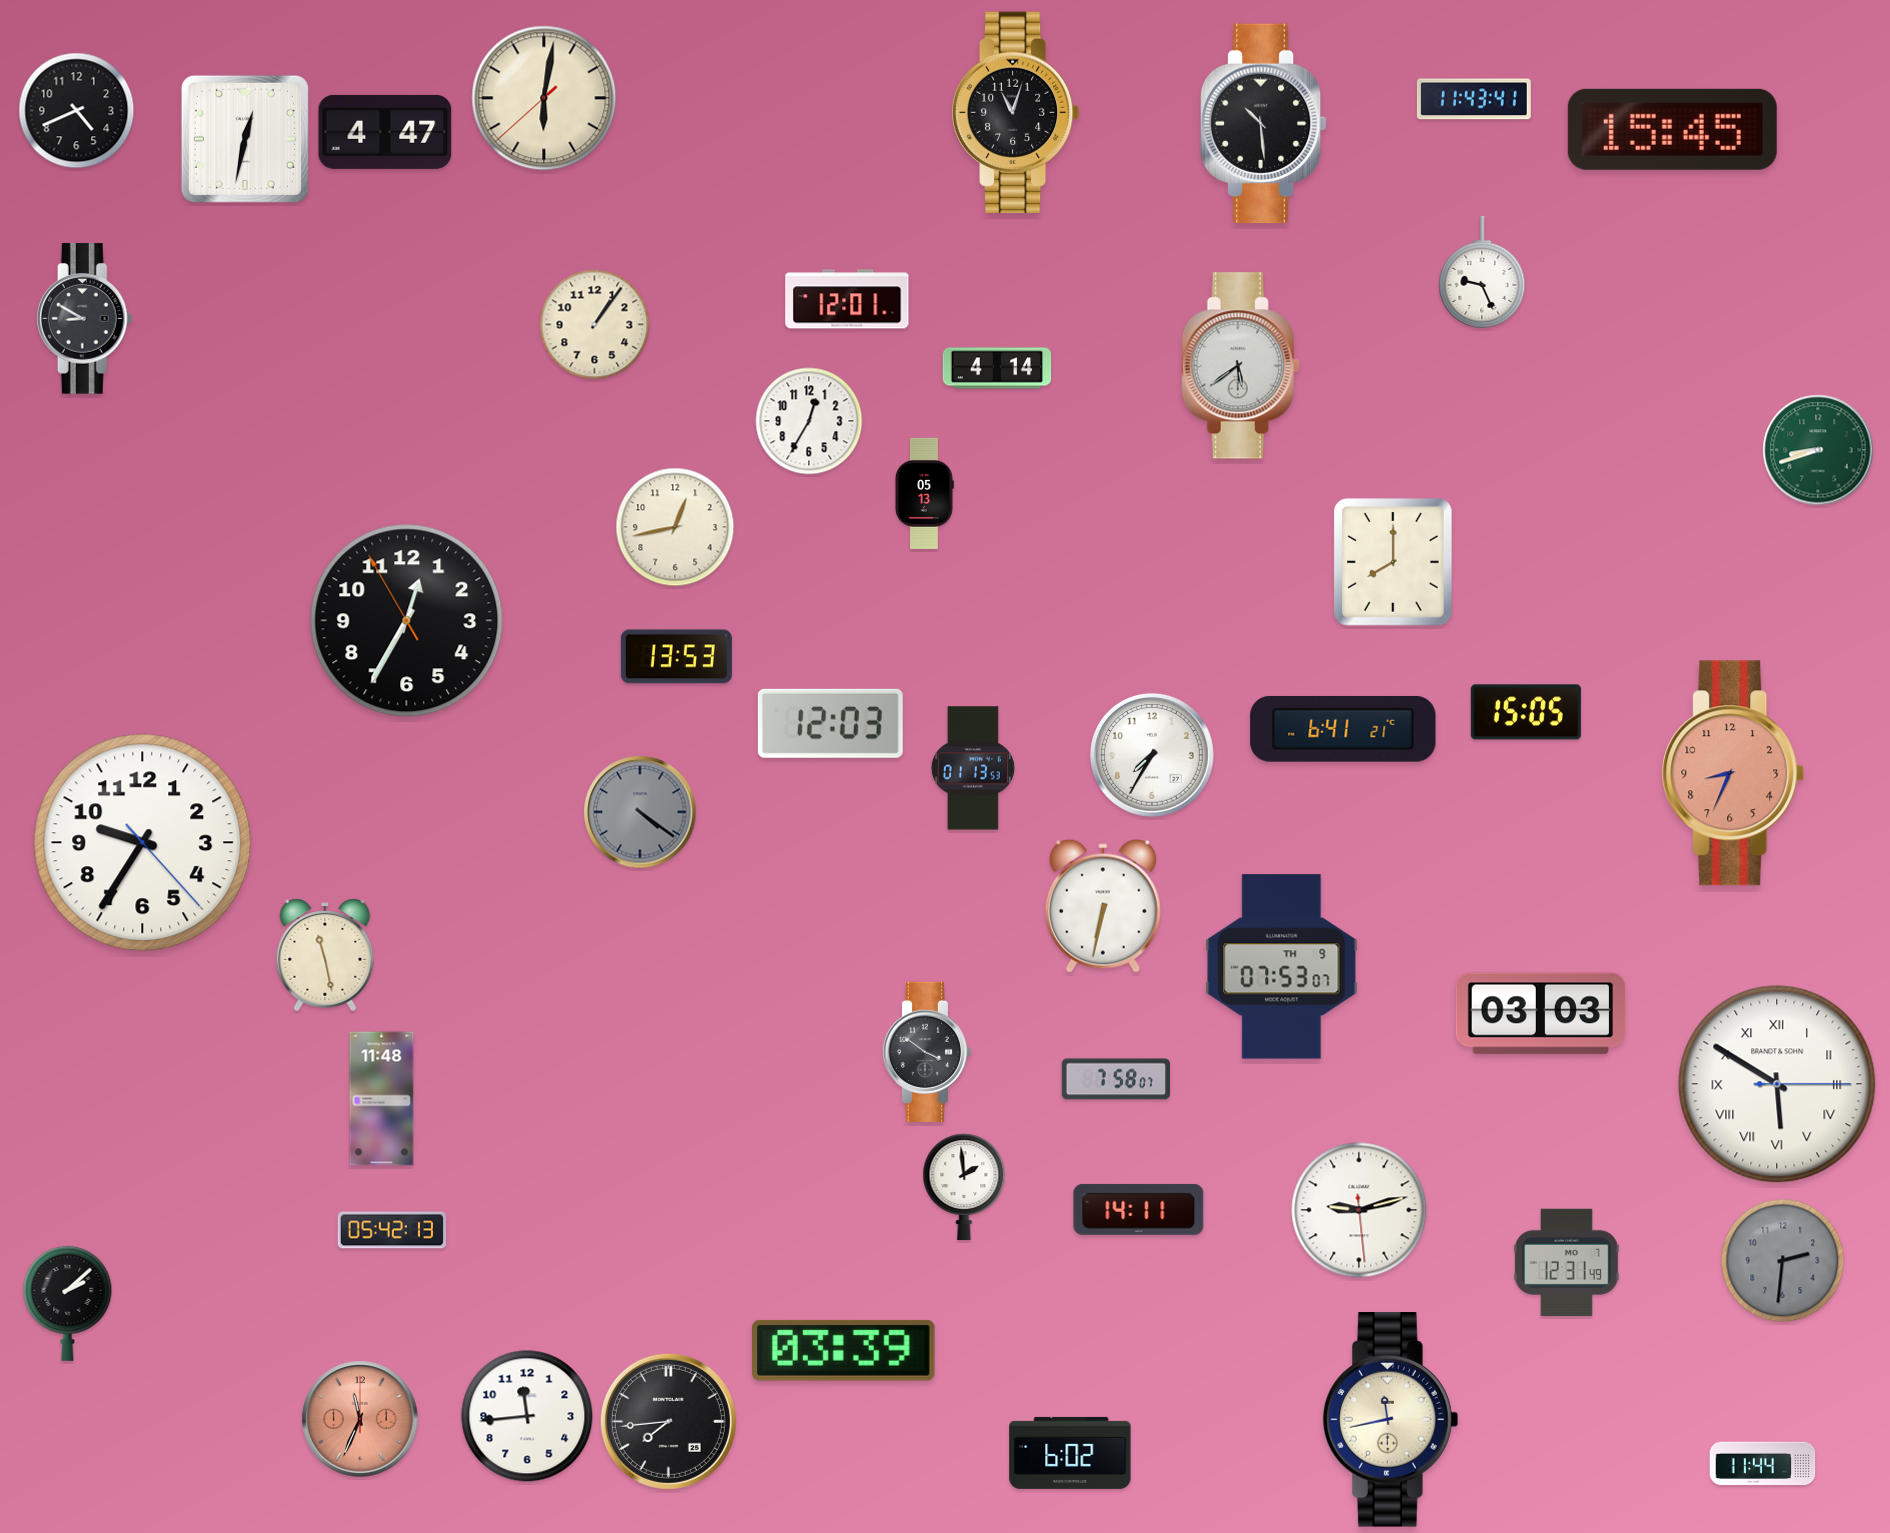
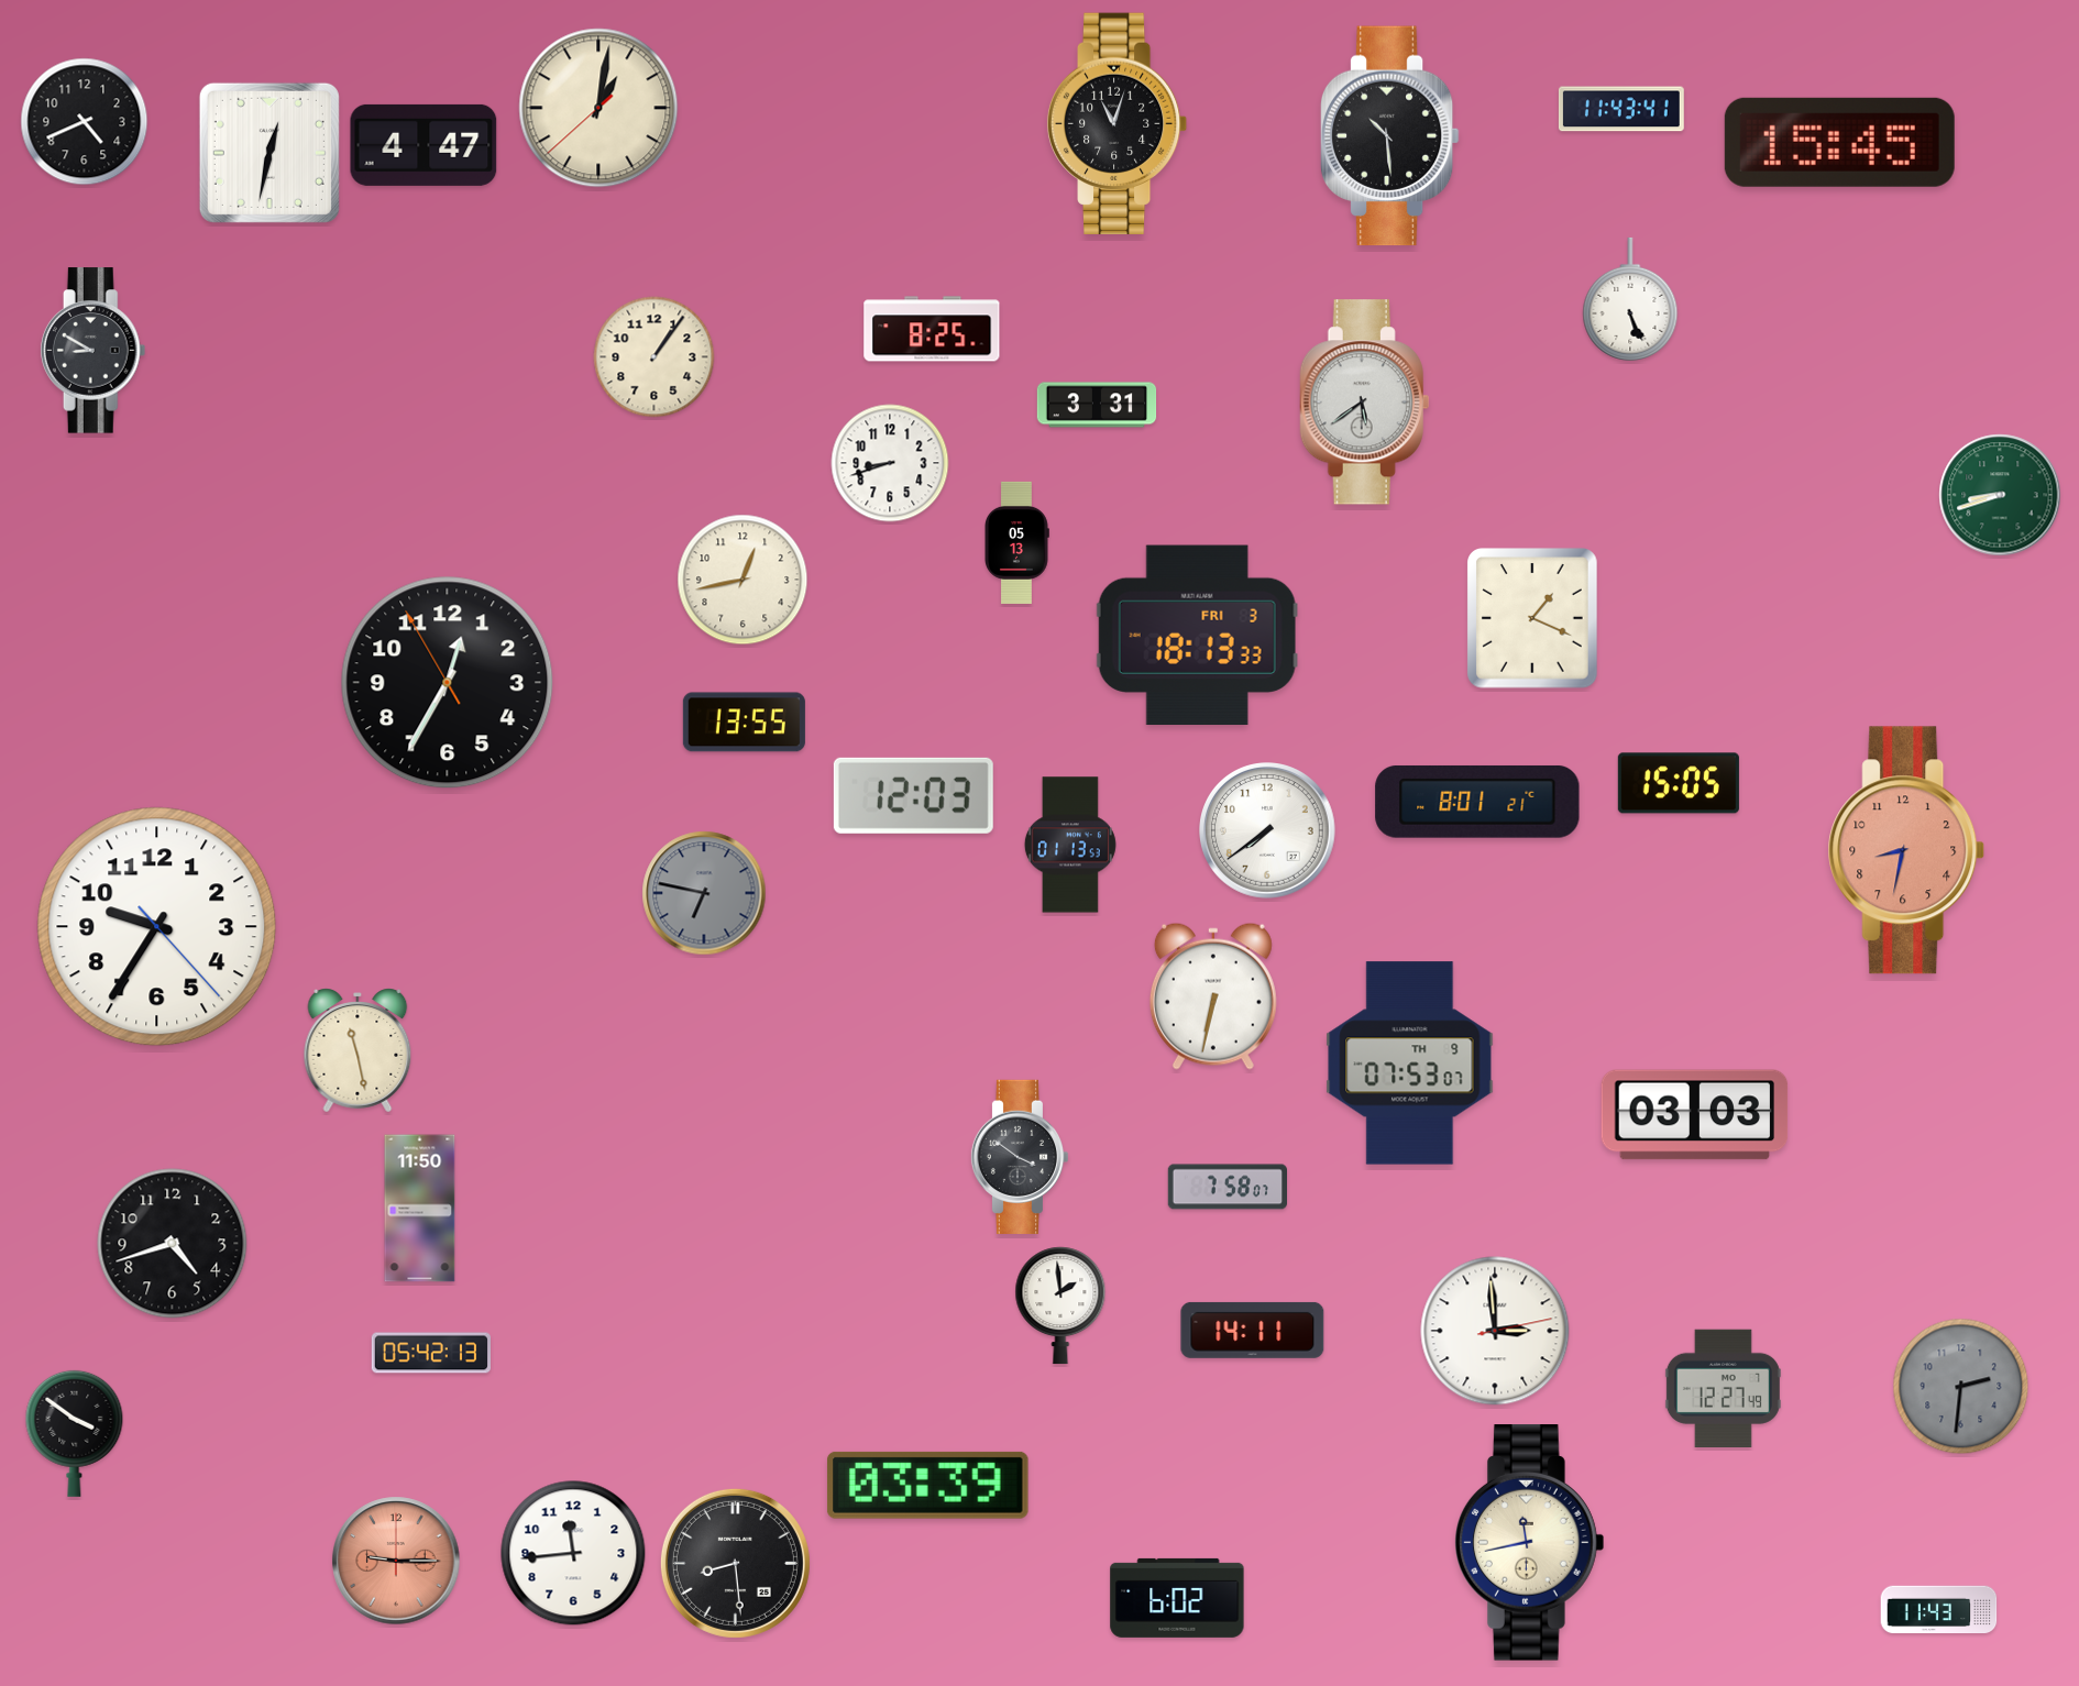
clock at (544, 98): 6:01 -> 1:01
clock at (1482, 272): 9:26 -> 5:26
clock at (847, 299): 12:01 -> 8:25
clock at (997, 368): 4:14 -> 3:31
clock at (809, 421): 12:35 -> 8:42
clock at (1394, 563): 8:00 -> 1:19
clock at (1197, 636): none -> 18:13
clock at (676, 657): 13:53 -> 13:55
clock at (1343, 729): 6:41 -> 8:01
clock at (1153, 756): 7:35 -> 7:39
clock at (1733, 773): 8:34 -> 8:32
clock at (640, 812): 4:21 -> 6:47
clock at (1777, 1084): 5:50 -> none
clock at (382, 1099): 11:48 -> 11:50
clock at (173, 1244): none -> 4:42
clock at (1359, 1210): 9:12 -> 2:59
clock at (1566, 1262): 12:31 -> 12:27
clock at (68, 1303): 2:08 -> 3:51
clock at (527, 1416) position: (527, 1416) -> (573, 1553)
clock at (360, 1419): 11:34 -> 9:15
clock at (1391, 1420) position: (1391, 1420) -> (1530, 1543)
clock at (668, 1421): 7:44 -> 8:29
clock at (1763, 1464): 11:44 -> 11:43
